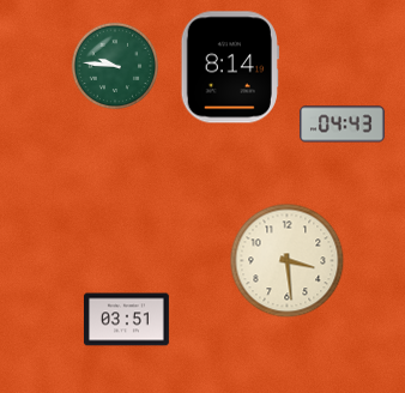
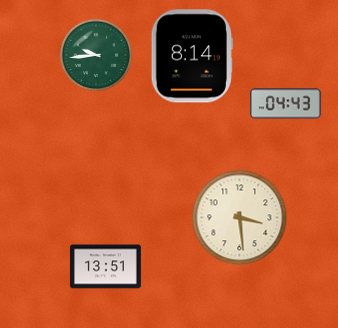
clock at (115, 66): 9:46 -> 9:44
clock at (126, 320): 03:51 -> 13:51
